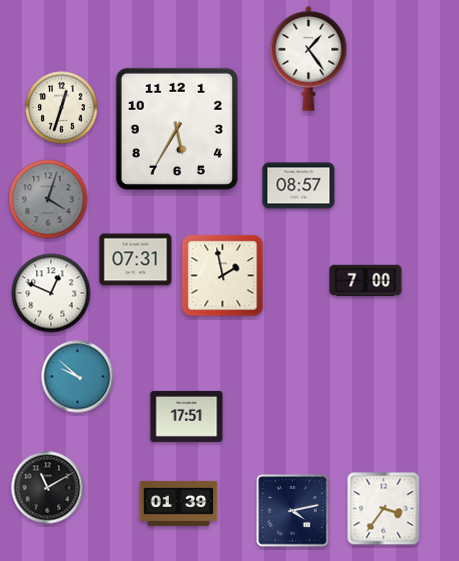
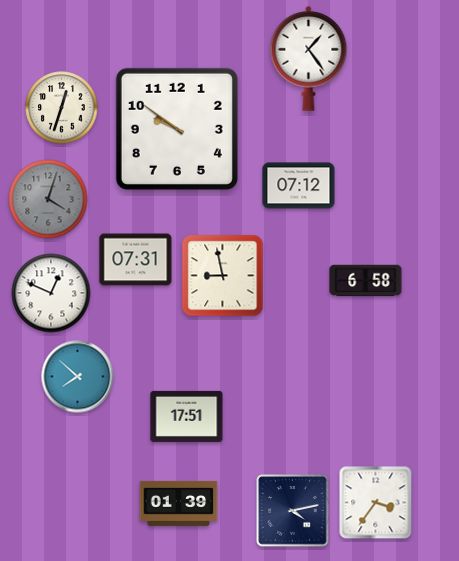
clock at (177, 129): 5:35 -> 9:51
clock at (299, 186): 08:57 -> 07:12
clock at (223, 276): 1:58 -> 8:58
clock at (366, 281): 7:00 -> 6:58
clock at (78, 377): 9:52 -> 7:52
clock at (48, 488): 11:10 -> none
clock at (384, 509) position: (384, 509) -> (376, 503)
